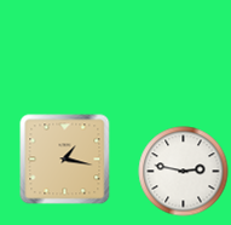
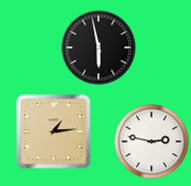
clock at (99, 48): none -> 5:58
clock at (65, 160): 1:17 -> 1:14
